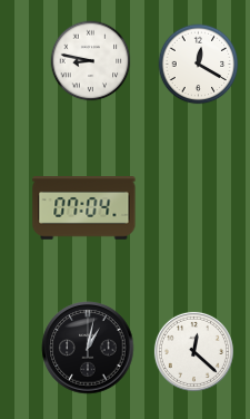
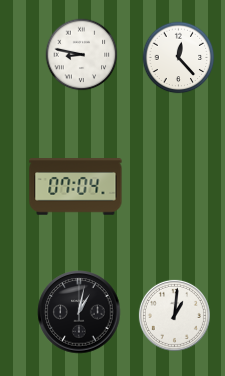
clock at (199, 65): 12:20 -> 12:23
clock at (193, 351): 12:22 -> 1:01
